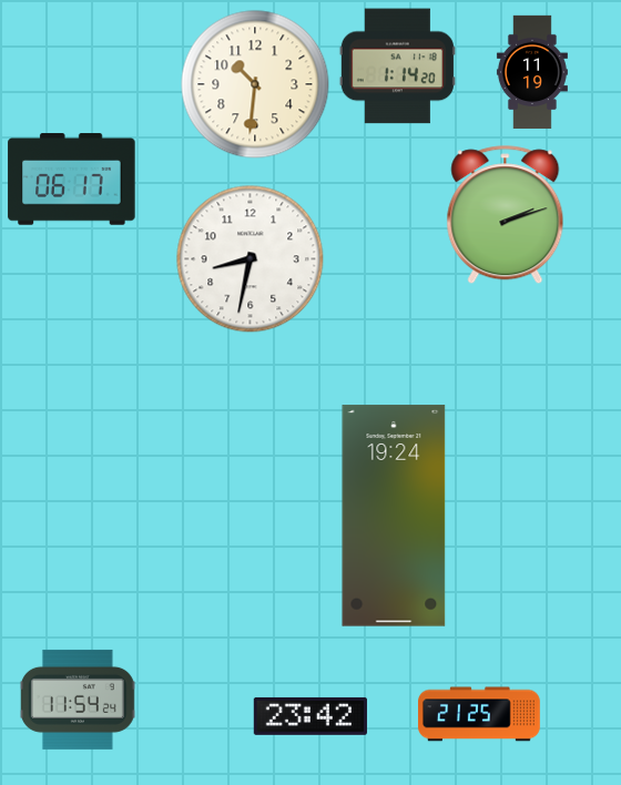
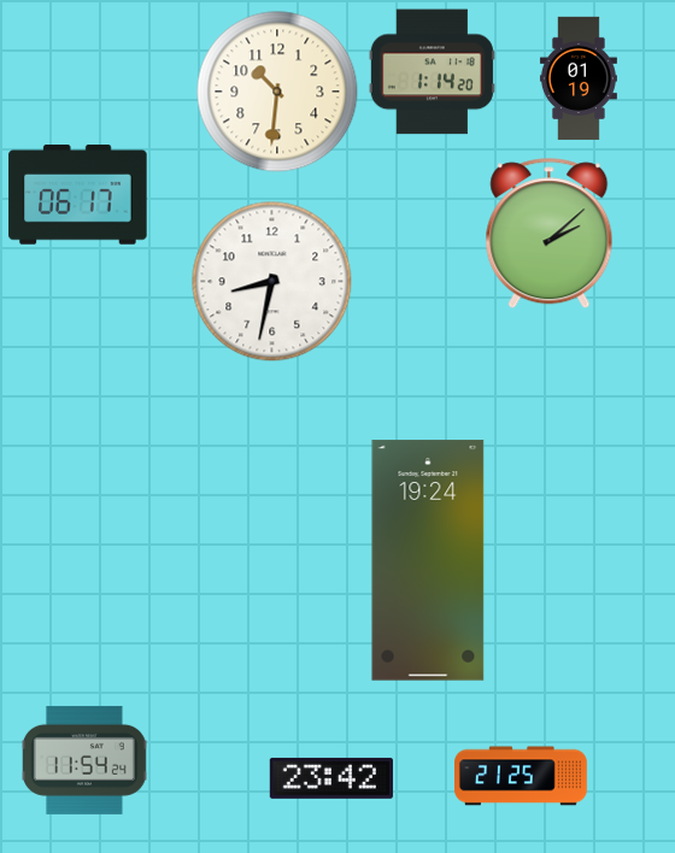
clock at (532, 72): 11:19 -> 01:19
clock at (506, 215): 2:12 -> 2:08
clock at (310, 716) position: (310, 716) -> (331, 778)
